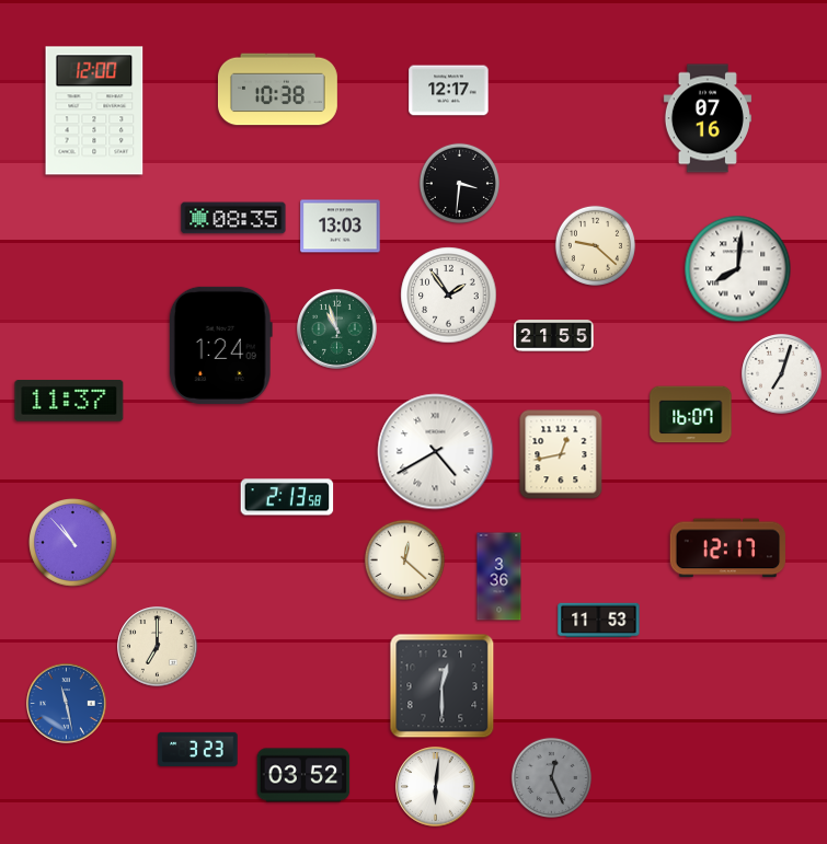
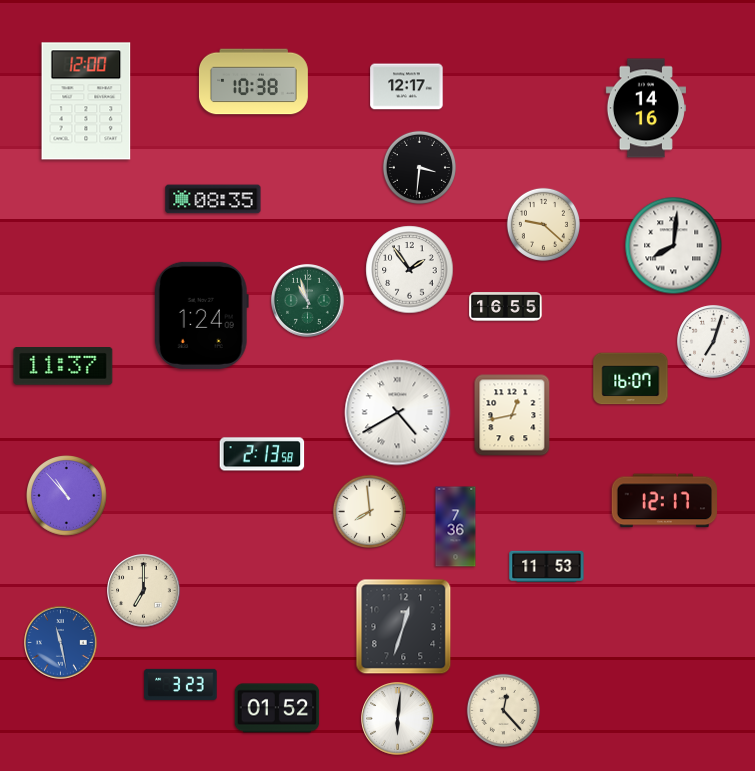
clock at (449, 91) position: (449, 91) -> (407, 87)
clock at (708, 118): 07:16 -> 14:16
clock at (341, 227): 13:03 -> none
clock at (554, 336): 21:55 -> 16:55
clock at (404, 559): 12:22 -> 7:59
clock at (499, 577): 3:36 -> 7:36
clock at (443, 686): 12:30 -> 12:33
clock at (303, 775): 03:52 -> 01:52
clock at (551, 777): 12:26 -> 12:23
clock at (551, 777) dial: grey -> cream
